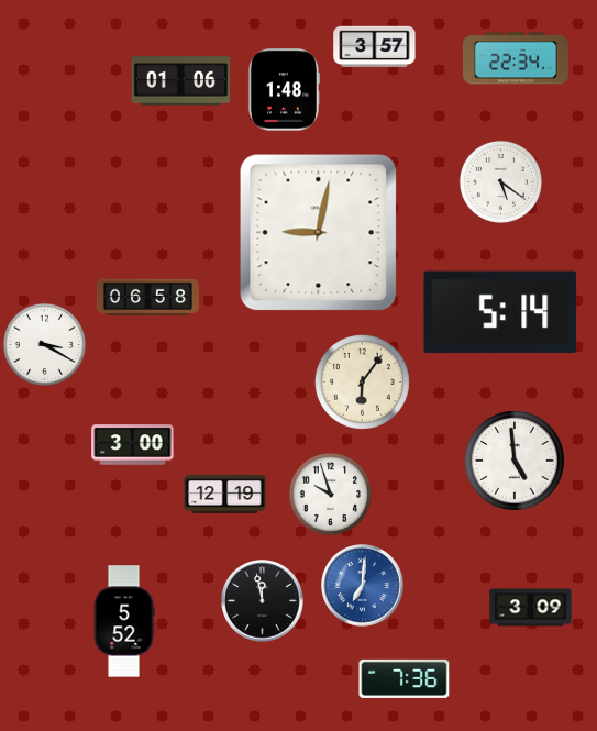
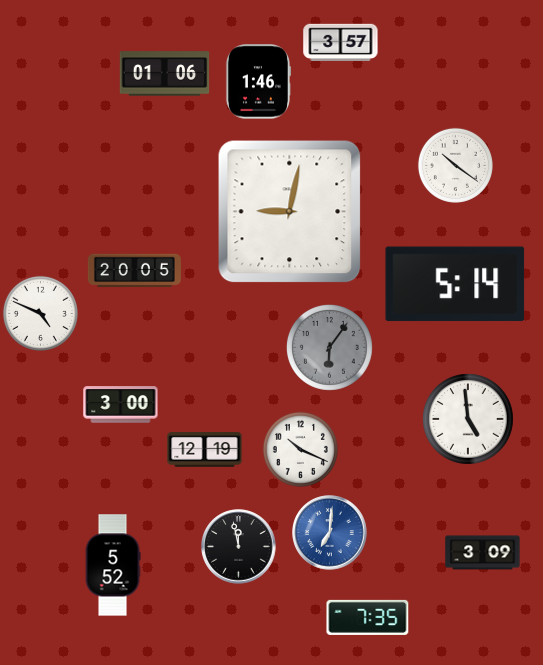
clock at (517, 58): 22:34 -> none
clock at (284, 90): 1:48 -> 1:46
clock at (500, 181): 5:21 -> 10:21
clock at (147, 298): 06:58 -> 20:05
clock at (44, 344): 3:20 -> 4:49
clock at (362, 381) dial: cream -> grey
clock at (330, 494): 9:57 -> 10:19
clock at (405, 678): 7:36 -> 7:35
